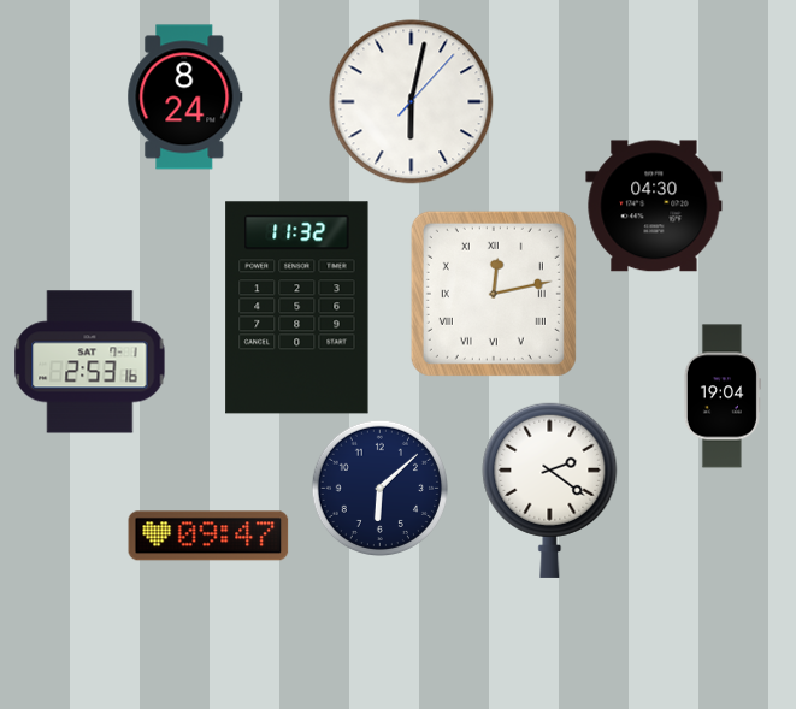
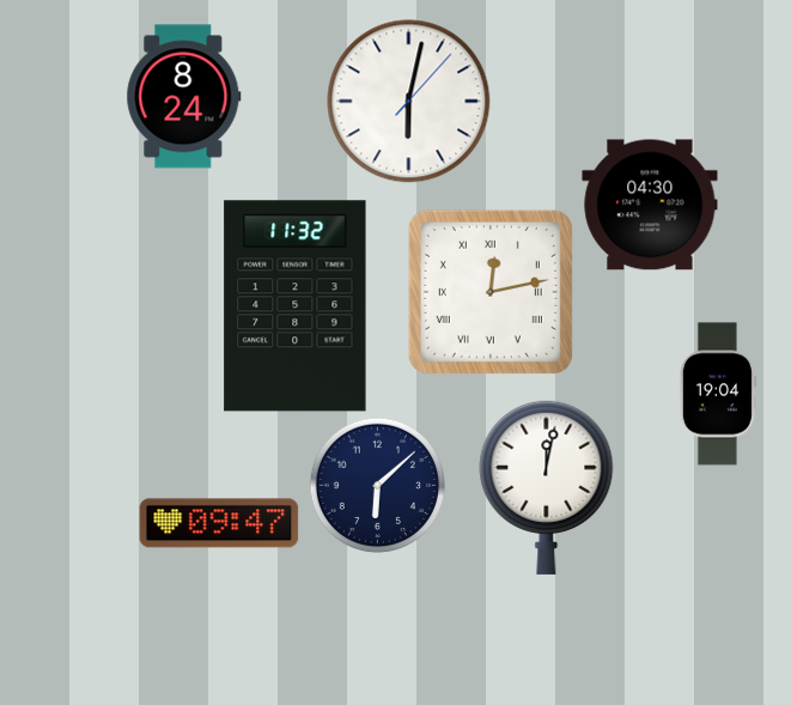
clock at (90, 362): 2:53 -> none
clock at (550, 490): 2:21 -> 12:02
clock at (208, 536) position: (208, 536) -> (219, 523)
